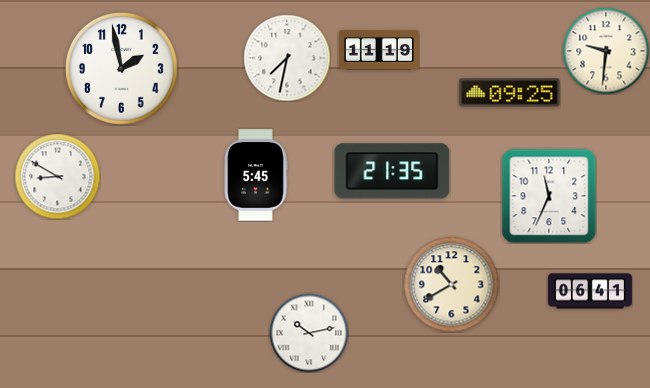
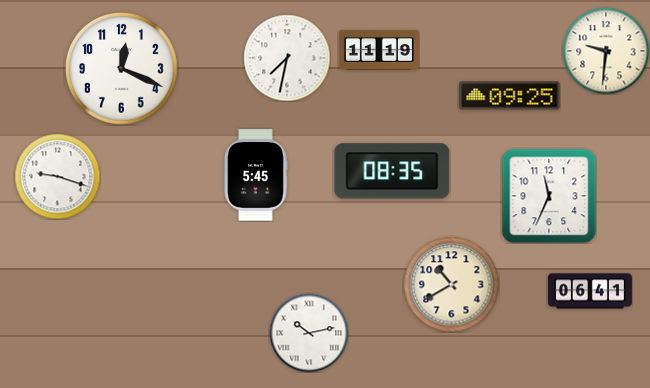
clock at (121, 68): 1:58 -> 12:19
clock at (510, 93) position: (510, 93) -> (510, 96)
clock at (392, 171): 21:35 -> 08:35
clock at (57, 176): 8:50 -> 9:18
